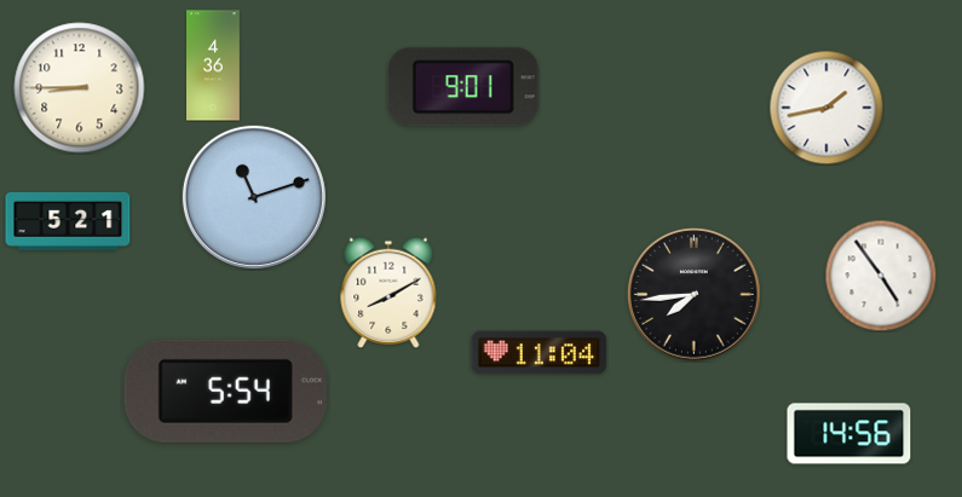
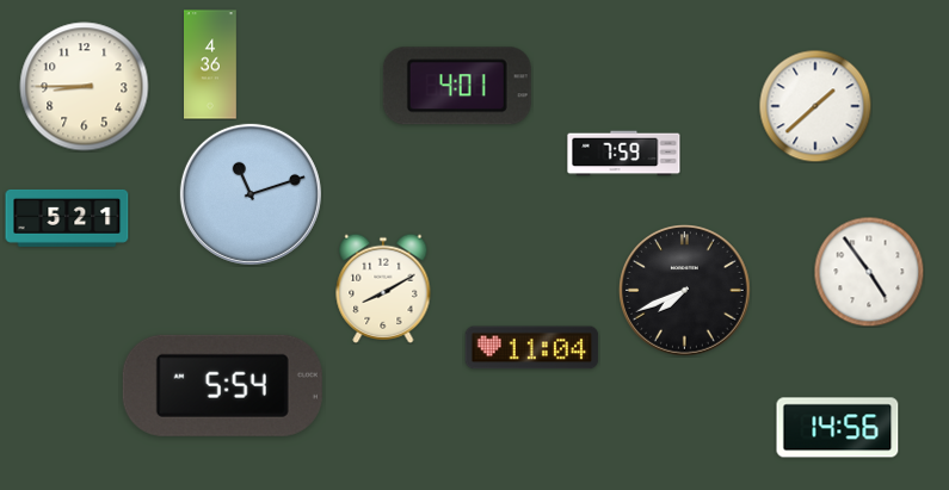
clock at (463, 87): 9:01 -> 4:01
clock at (80, 88) position: (80, 88) -> (85, 87)
clock at (826, 108): 1:43 -> 1:38
clock at (624, 154): none -> 7:59
clock at (695, 295): 7:44 -> 7:41
